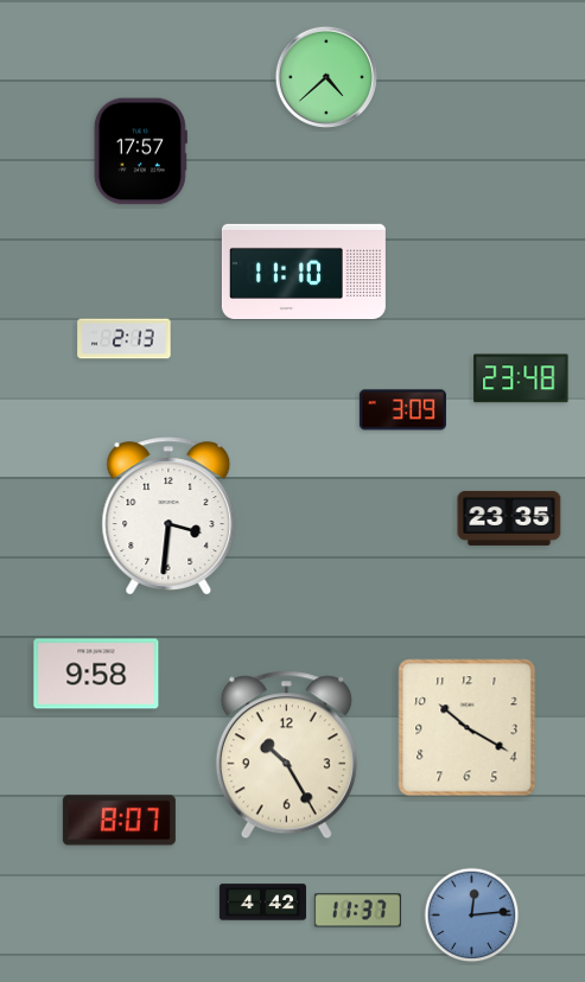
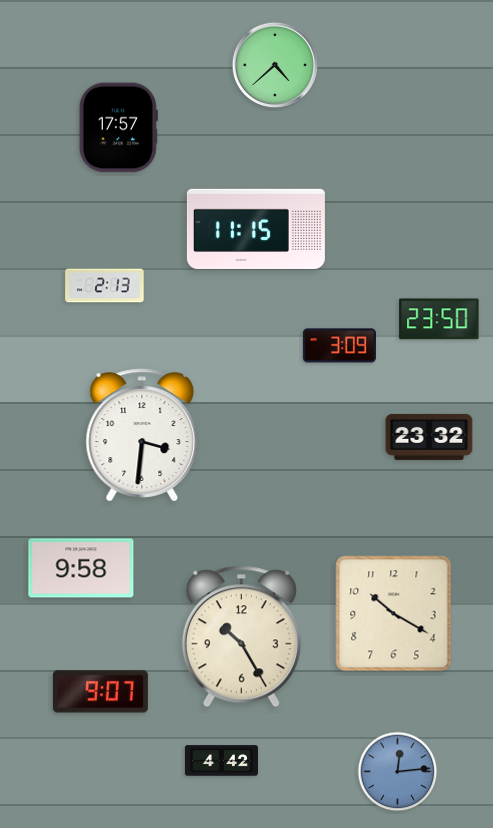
clock at (304, 270): 11:10 -> 11:15
clock at (521, 378): 23:48 -> 23:50
clock at (509, 518): 23:35 -> 23:32
clock at (119, 821): 8:07 -> 9:07
clock at (357, 911): 11:37 -> none
